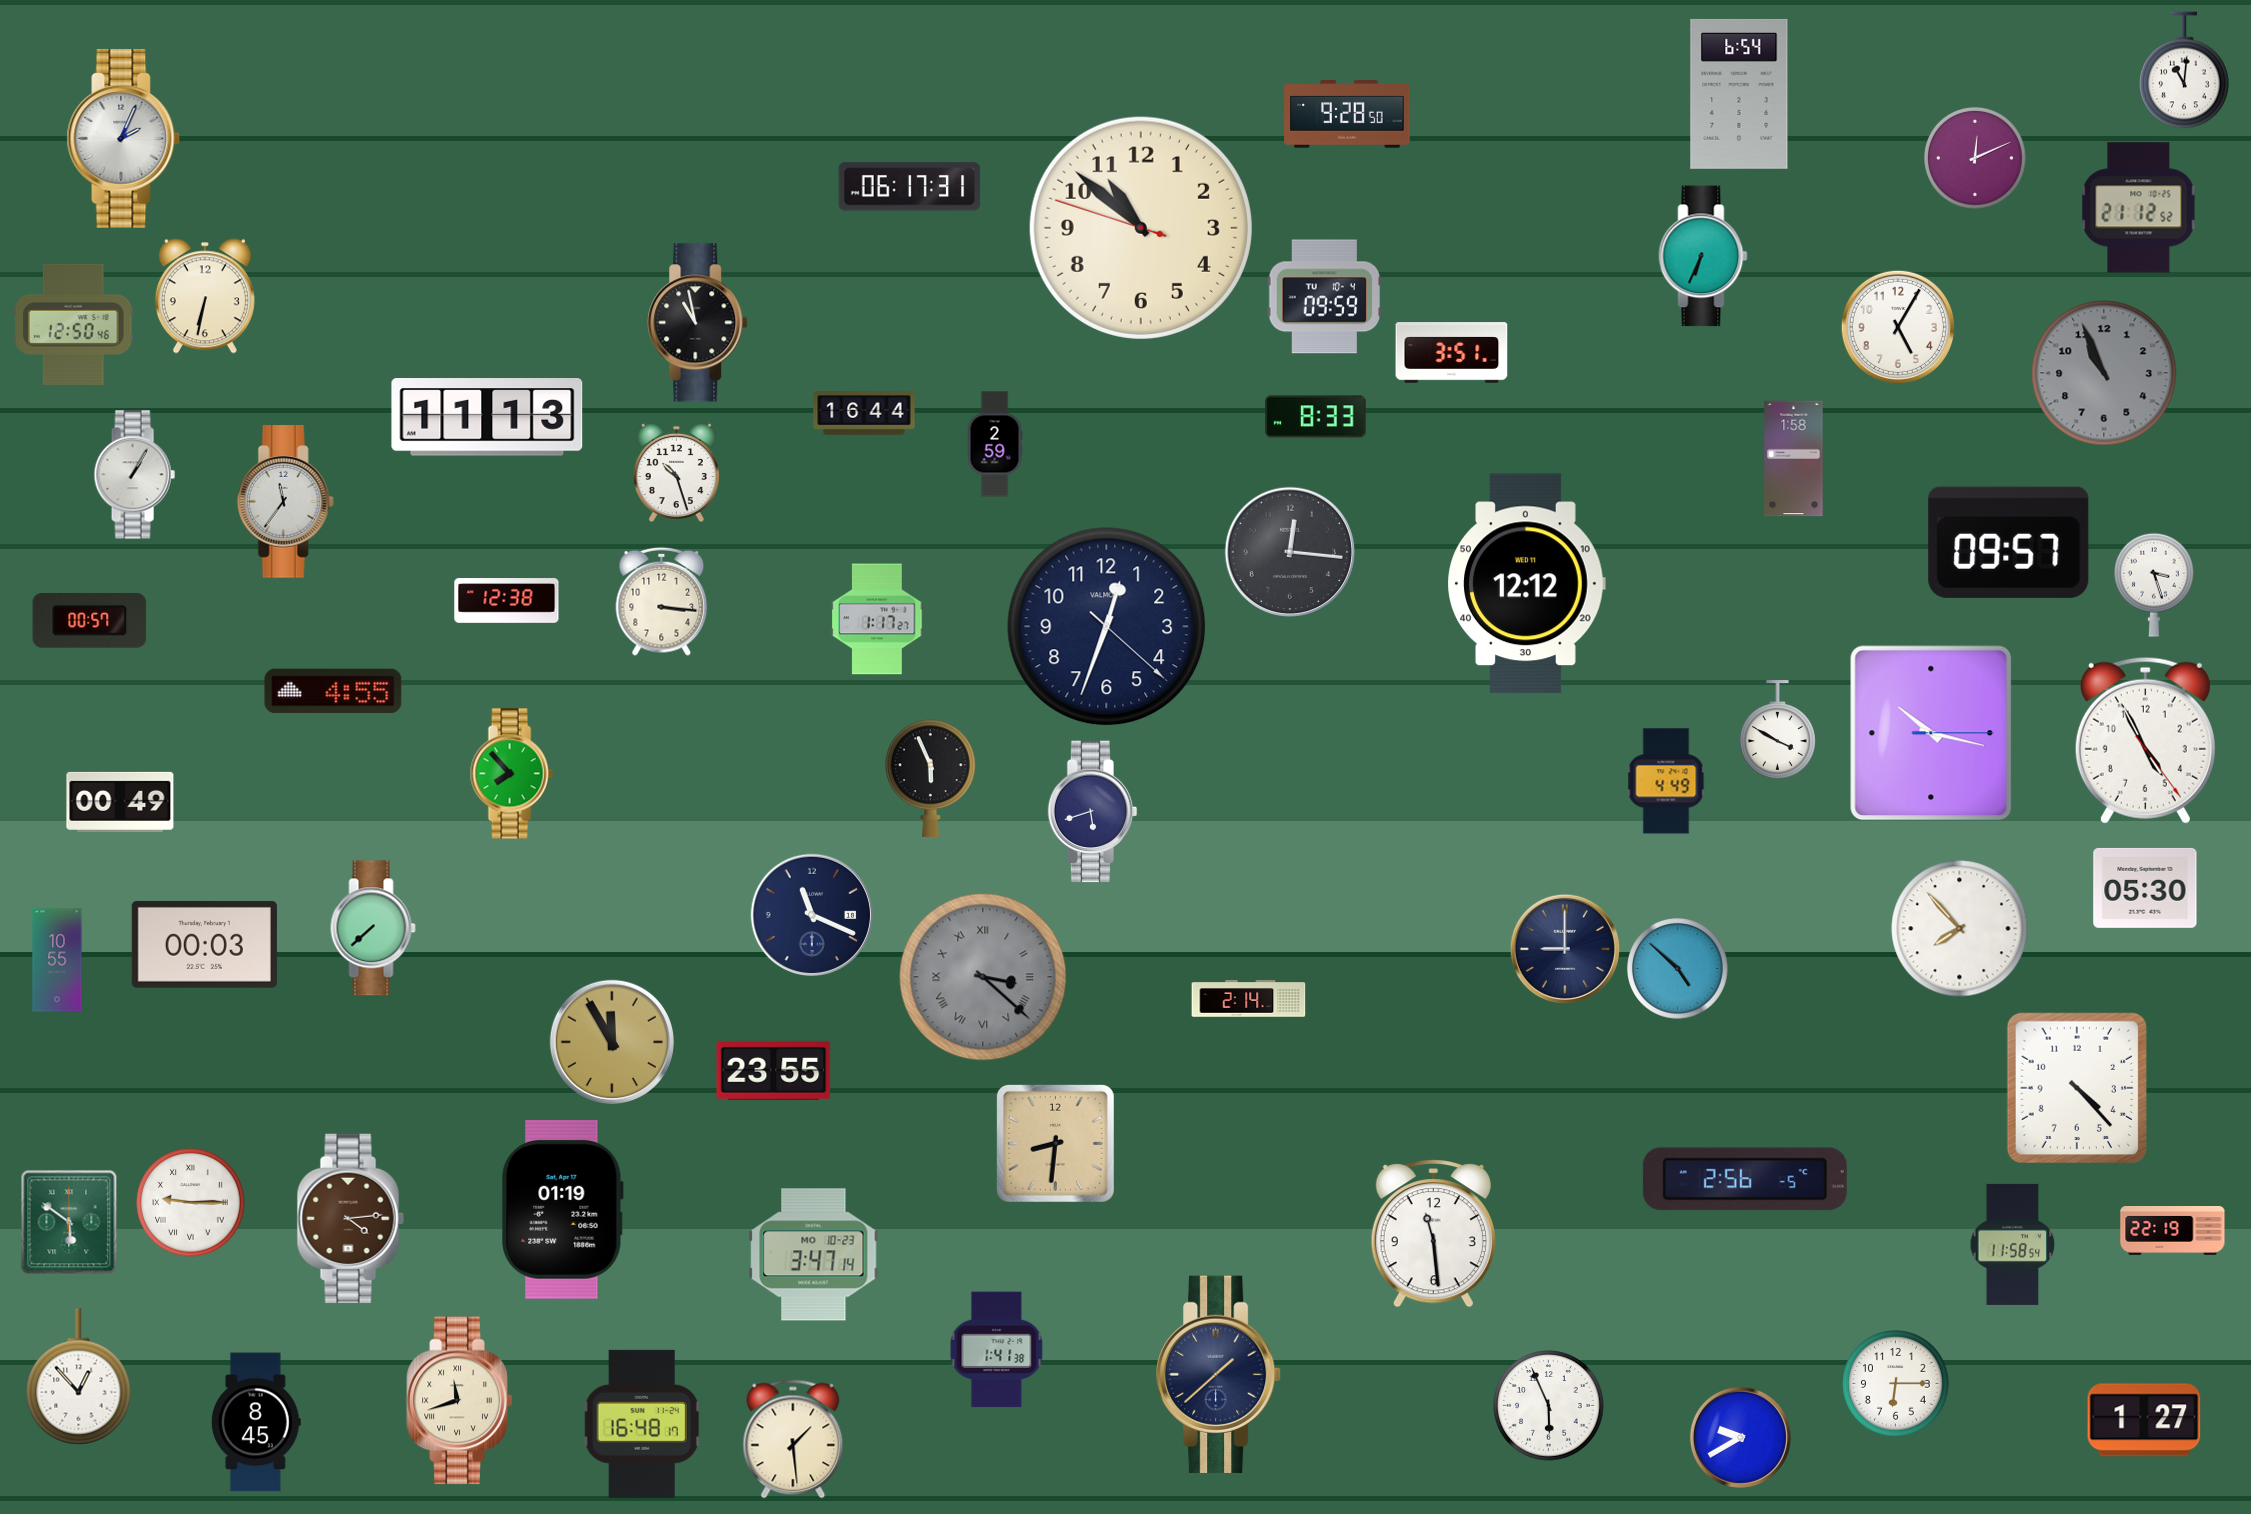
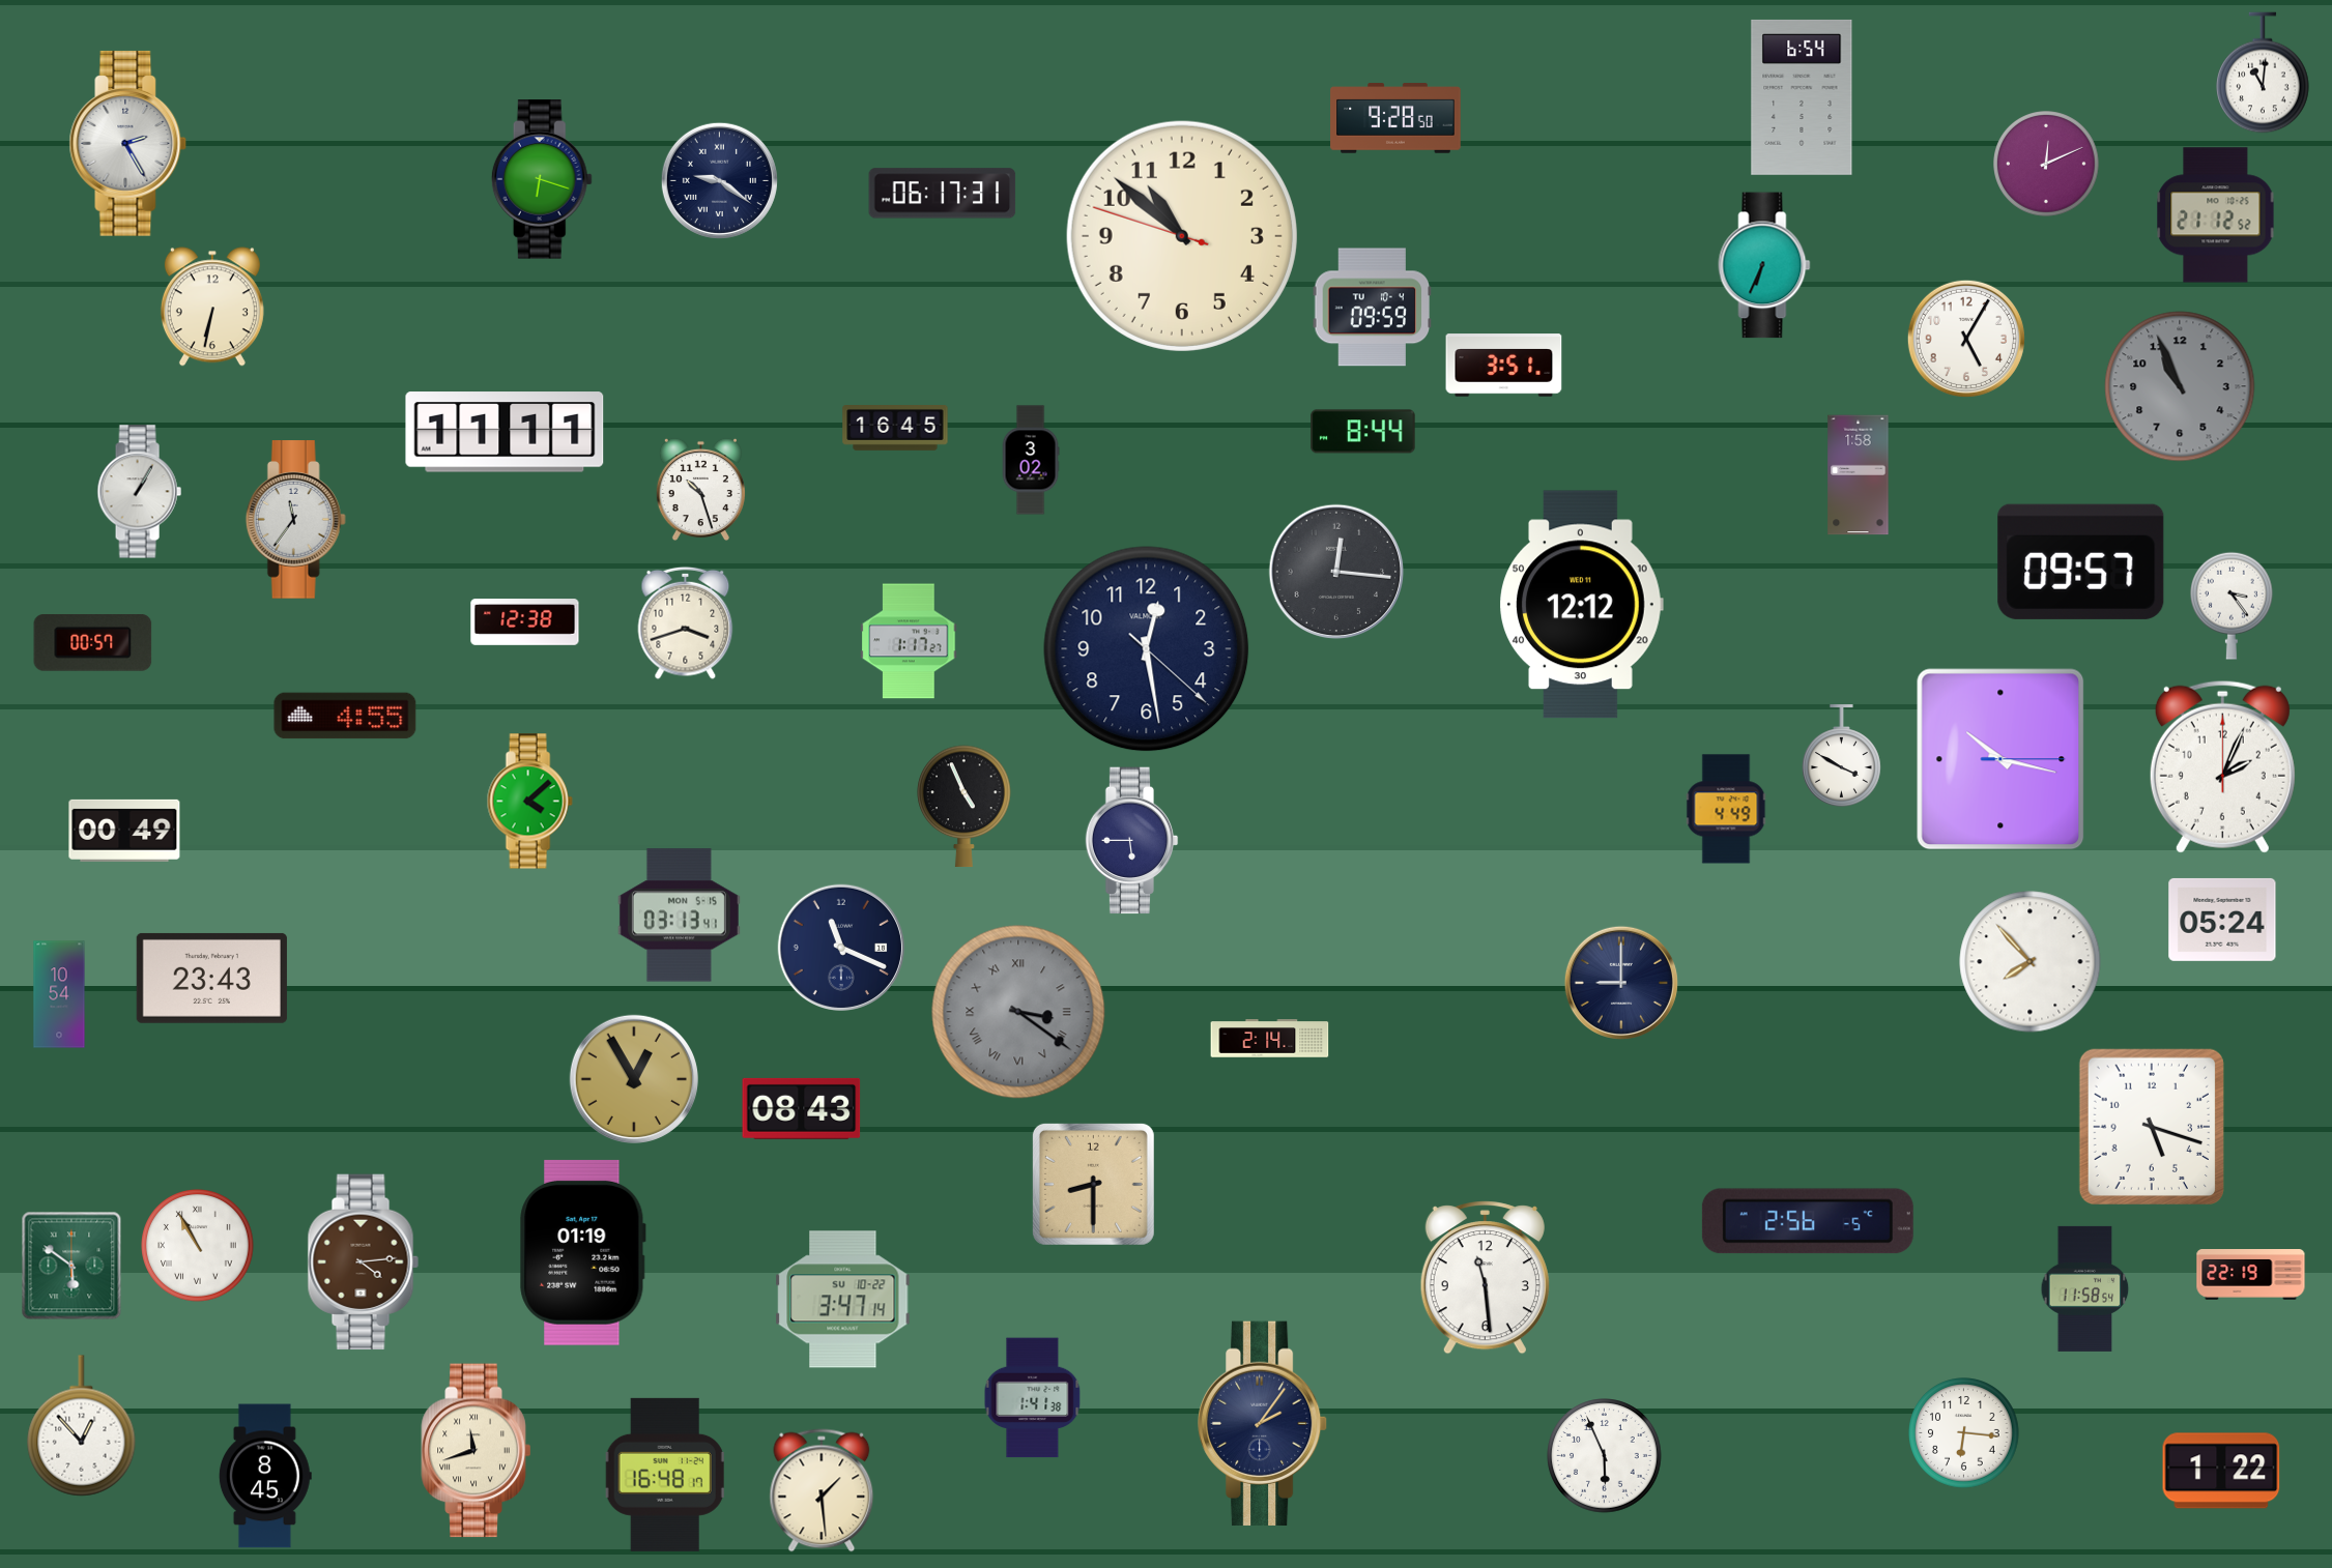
clock at (124, 138): 2:04 -> 2:25
clock at (542, 179): none -> 6:18
clock at (719, 180): none -> 9:21
clock at (698, 323): 10:58 -> none
clock at (74, 324): 12:50 -> none
clock at (864, 414): 16:44 -> 16:45
clock at (487, 417): 11:13 -> 11:11
clock at (1316, 417): 8:33 -> 8:44
clock at (995, 444): 2:59 -> 3:02
clock at (2155, 585): 3:27 -> 3:24
clock at (662, 601): 3:16 -> 3:42
clock at (1107, 627): 12:33 -> 12:28
clock at (2145, 740): 4:55 -> 2:04
clock at (511, 774): 7:53 -> 4:08
clock at (931, 778): 5:56 -> 4:56
clock at (1093, 812): 5:42 -> 5:45
clock at (679, 916): none -> 03:13
clock at (2145, 888): 05:30 -> 05:24
clock at (373, 928): 7:38 -> none
clock at (204, 944): 00:03 -> 23:43
clock at (57, 960): 10:55 -> 10:54
clock at (1678, 969): 4:52 -> none
clock at (983, 977): 3:22 -> 3:21
clock at (1249, 999) position: (1249, 999) -> (1270, 1039)
clock at (611, 1041): 11:55 -> 12:55
clock at (774, 1070): 23:55 -> 08:43
clock at (2076, 1087): 4:23 -> 5:18
clock at (1055, 1143): 8:31 -> 8:30
clock at (191, 1203): 9:15 -> 10:55
clock at (814, 1255) date: MO 10-23 -> SU 10-22
clock at (1220, 1374): 1:38 -> 2:06
clock at (1896, 1384): 6:15 -> 6:16
clock at (2144, 1420): 1:27 -> 1:22
clock at (256, 1422) position: (256, 1422) -> (265, 1476)
clock at (1740, 1437): 9:40 -> none
